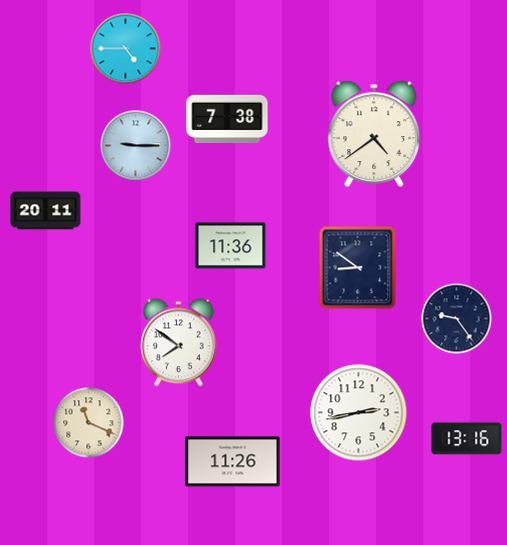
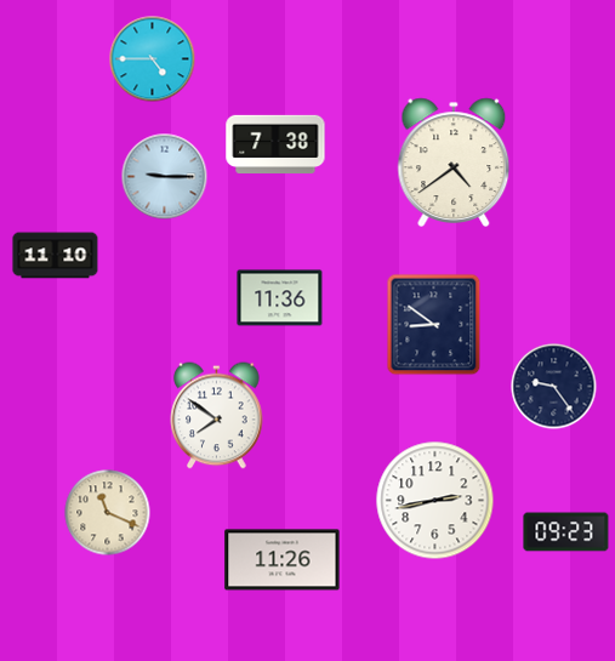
clock at (46, 211): 20:11 -> 11:10
clock at (467, 439): 13:16 -> 09:23
